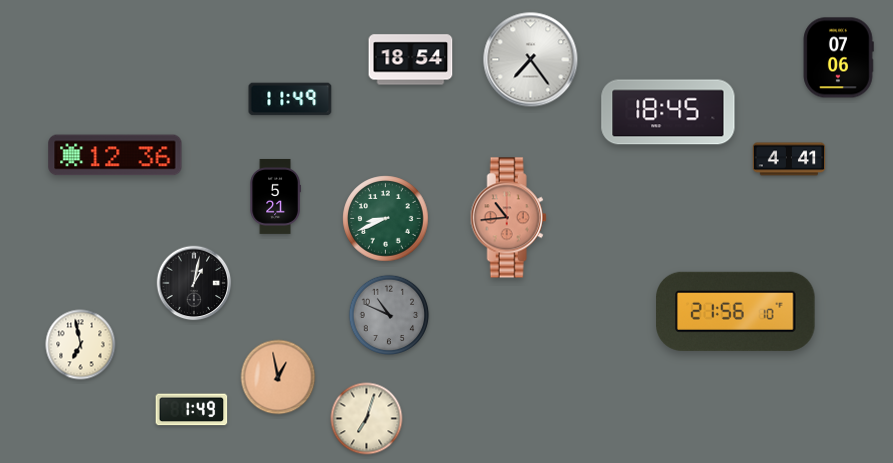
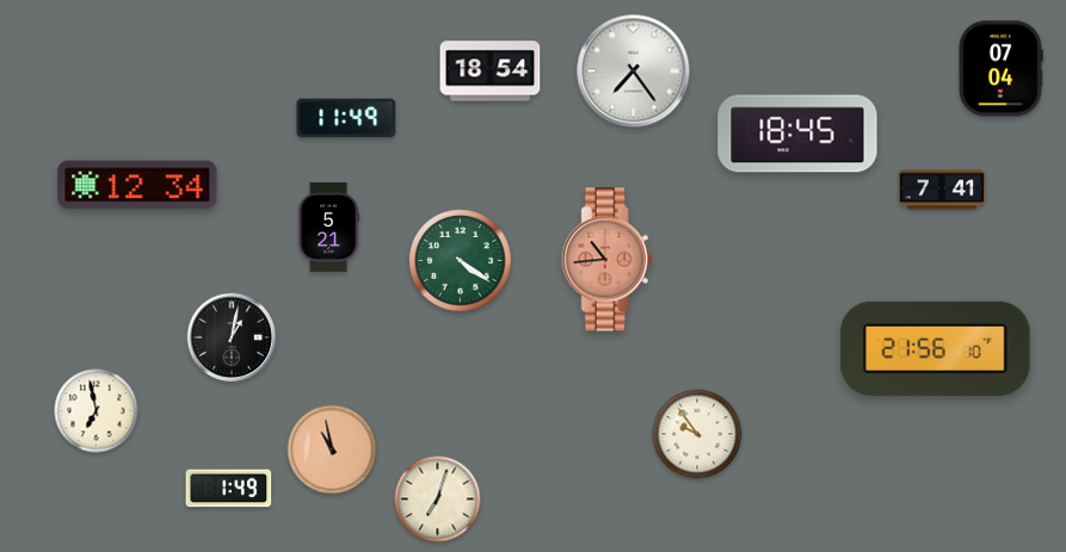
clock at (838, 58): 07:06 -> 07:04
clock at (115, 155): 12:36 -> 12:34
clock at (789, 159): 4:41 -> 7:41
clock at (275, 196) position: (275, 196) -> (328, 227)
clock at (386, 219): 8:41 -> 4:21
clock at (736, 311) position: (736, 311) -> (936, 348)
clock at (389, 315): 10:49 -> none
clock at (697, 434): none -> 9:54
clock at (278, 377): 12:58 -> 10:58
